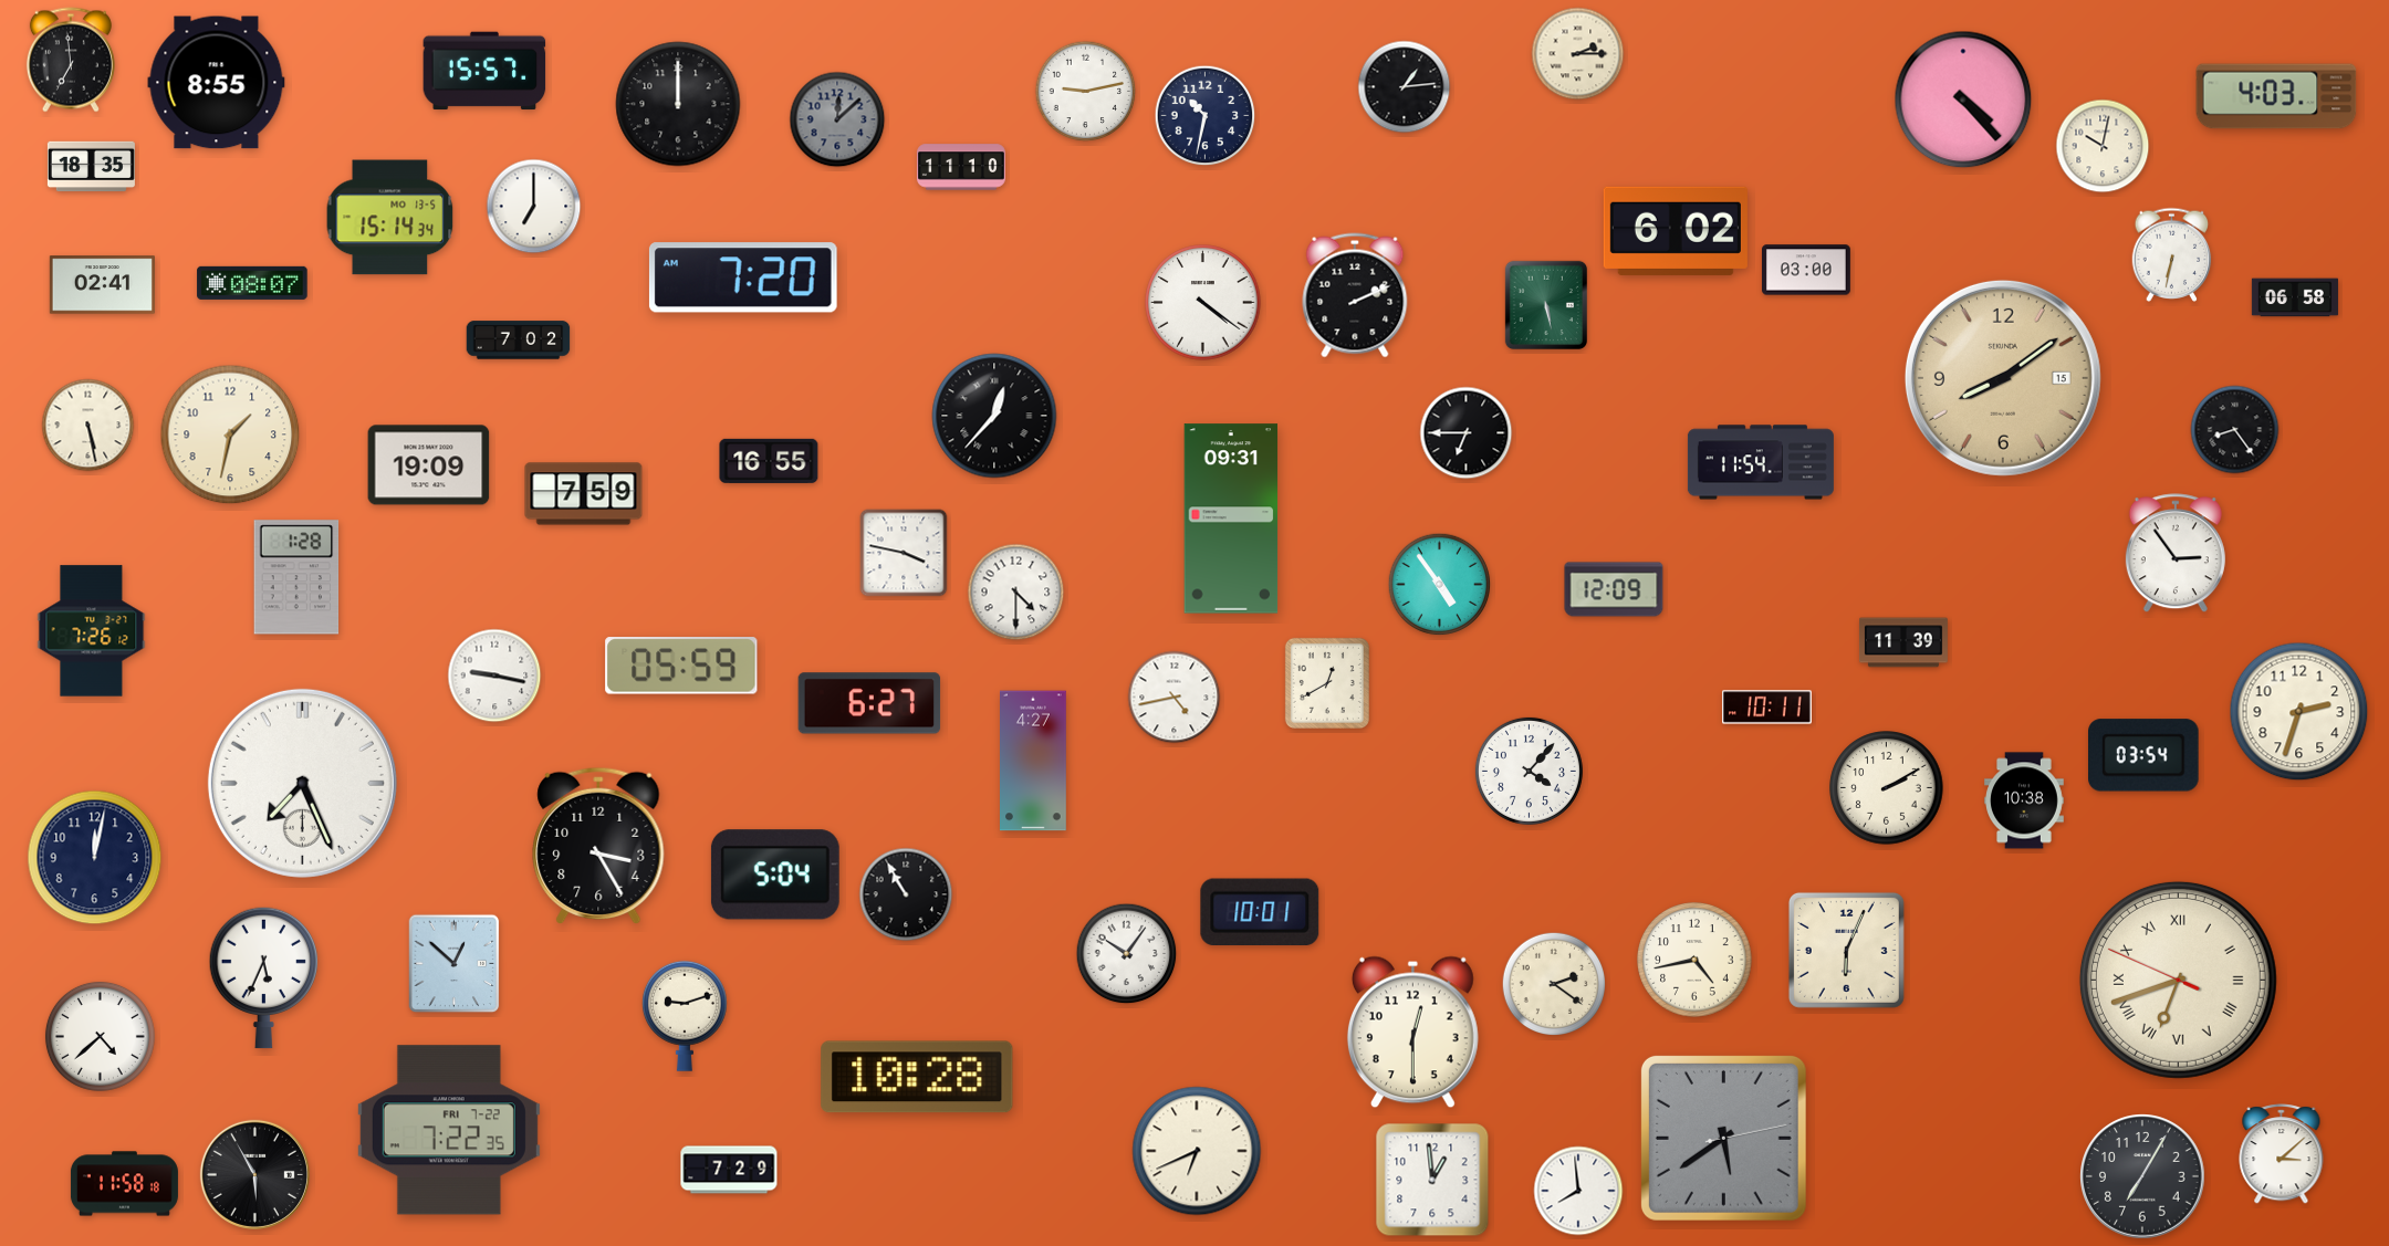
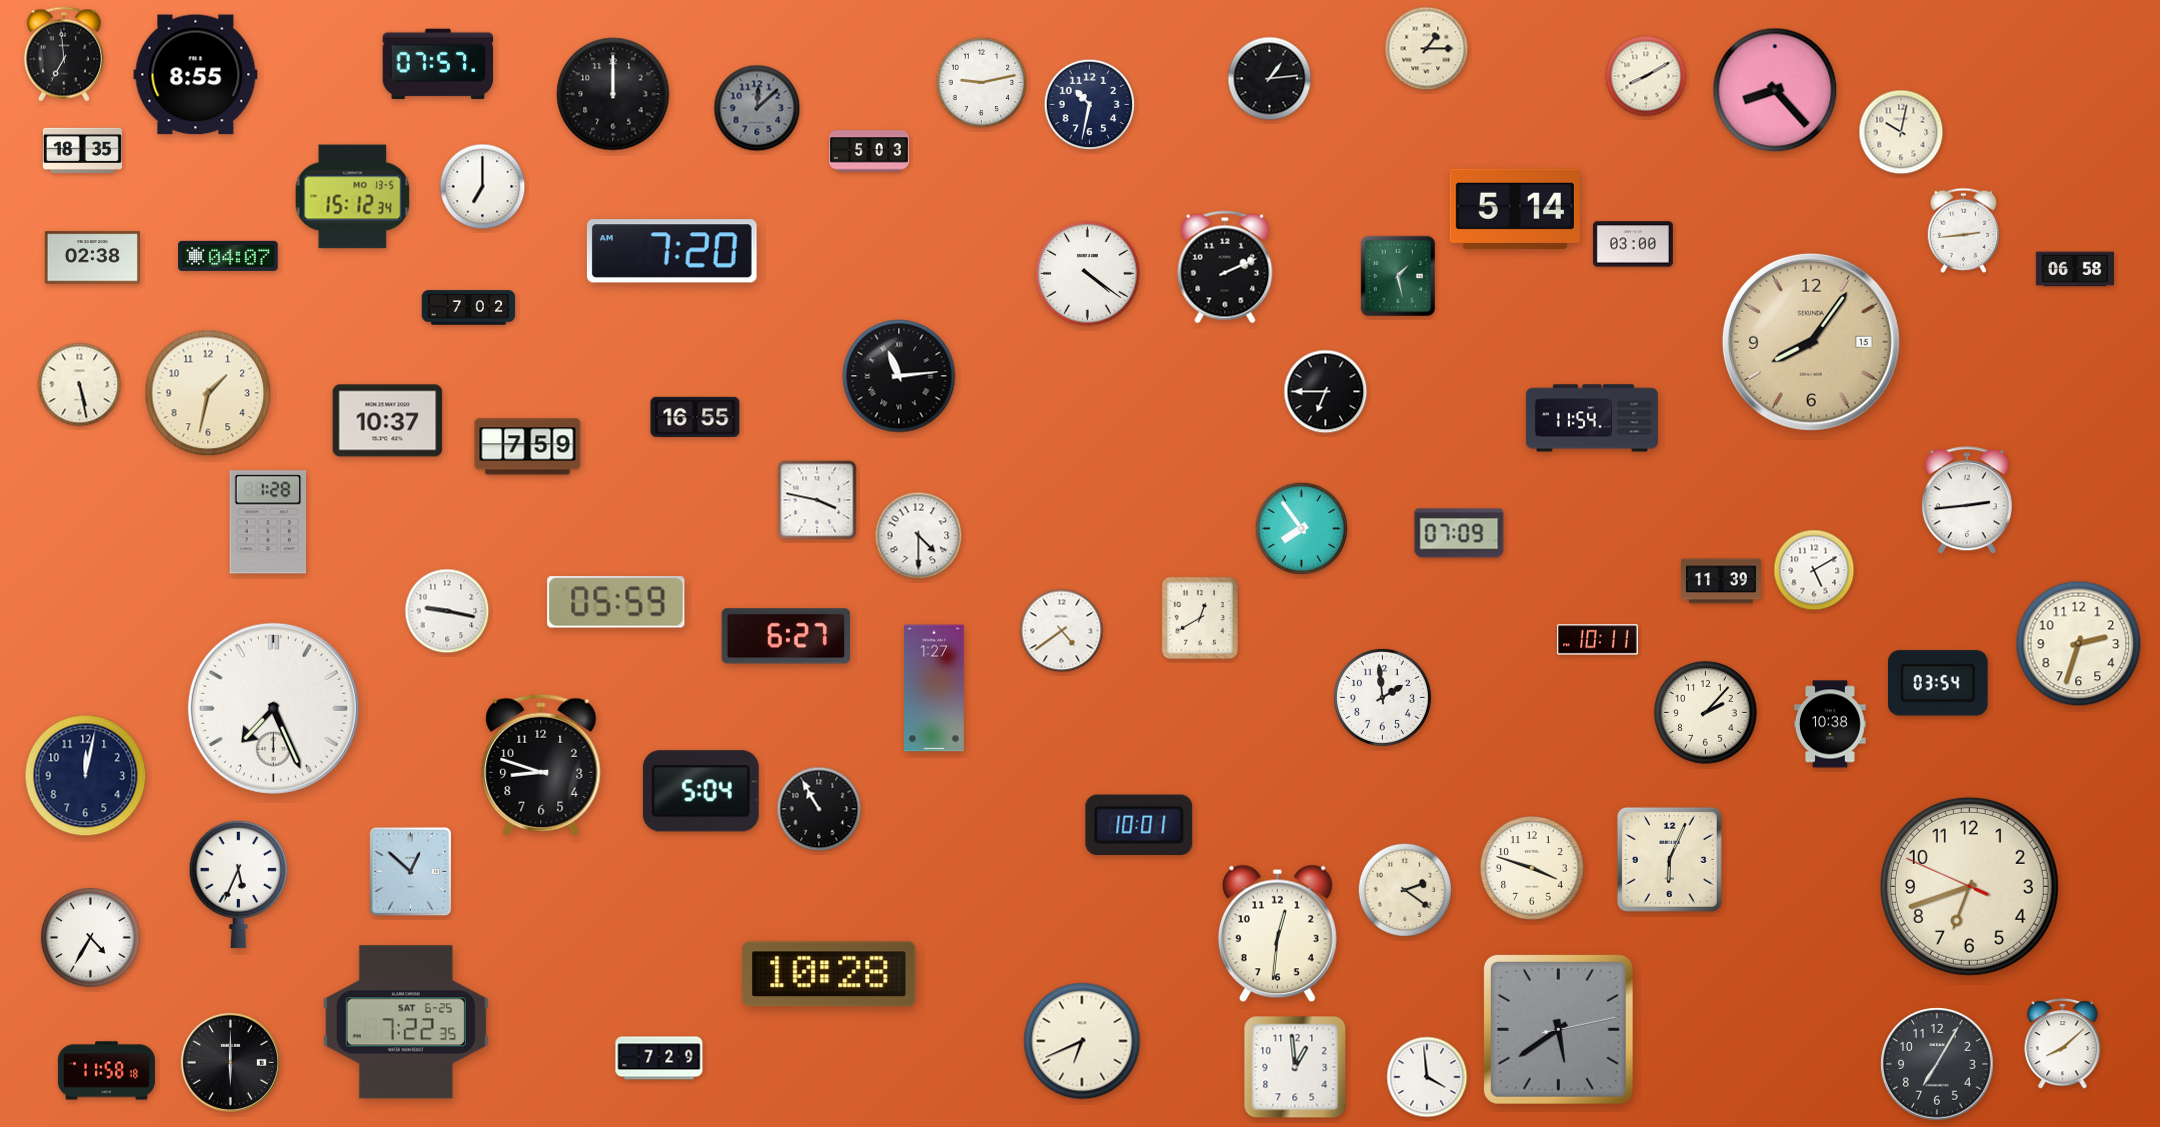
clock at (1578, 54): 2:15 -> 1:15
clock at (484, 71): 15:57 -> 07:57
clock at (1646, 76): none -> 8:10
clock at (2276, 96): 4:03 -> none
clock at (1963, 100): 4:23 -> 8:23
clock at (961, 167): 11:10 -> 5:03
clock at (390, 218): 15:14 -> 15:12
clock at (1676, 231): 6:02 -> 5:14
clock at (2172, 254): 6:32 -> 2:44
clock at (252, 283): 08:07 -> 04:07
clock at (102, 285): 02:41 -> 02:38
clock at (1545, 304): 5:28 -> 1:28
clock at (2003, 378): 8:09 -> 8:06
clock at (994, 416): 12:37 -> 11:14
clock at (2235, 430): 8:24 -> none
clock at (429, 465): 19:09 -> 10:37
clock at (1231, 519): 09:31 -> none
clock at (2176, 554): 2:54 -> 2:44
clock at (1440, 585): 4:54 -> 7:54
clock at (1614, 589): 12:09 -> 07:09
clock at (1814, 570): none -> 5:10
clock at (92, 631): 7:26 -> none
clock at (1175, 698): 4:43 -> 4:39
clock at (1034, 761): 4:27 -> 1:27
clock at (1529, 771): 4:07 -> 1:59
clock at (1887, 788): 2:10 -> 2:07
clock at (598, 846): 3:25 -> 8:48
clock at (1127, 954): 10:06 -> none
clock at (1694, 960): 4:43 -> 3:48
clock at (2178, 980) numerals: Roman -> Arabic
clock at (685, 1016): 9:12 -> none
clock at (1412, 1033): 12:30 -> 12:31
clock at (100, 1036): 4:38 -> 4:35
clock at (449, 1130) date: FRI 7-22 -> SAT 6-25
clock at (2282, 1154): 3:08 -> 8:08
clock at (254, 1174): 5:55 -> 6:00
clock at (124, 1184) position: (124, 1184) -> (106, 1071)
clock at (1578, 1191): 7:59 -> 3:59
